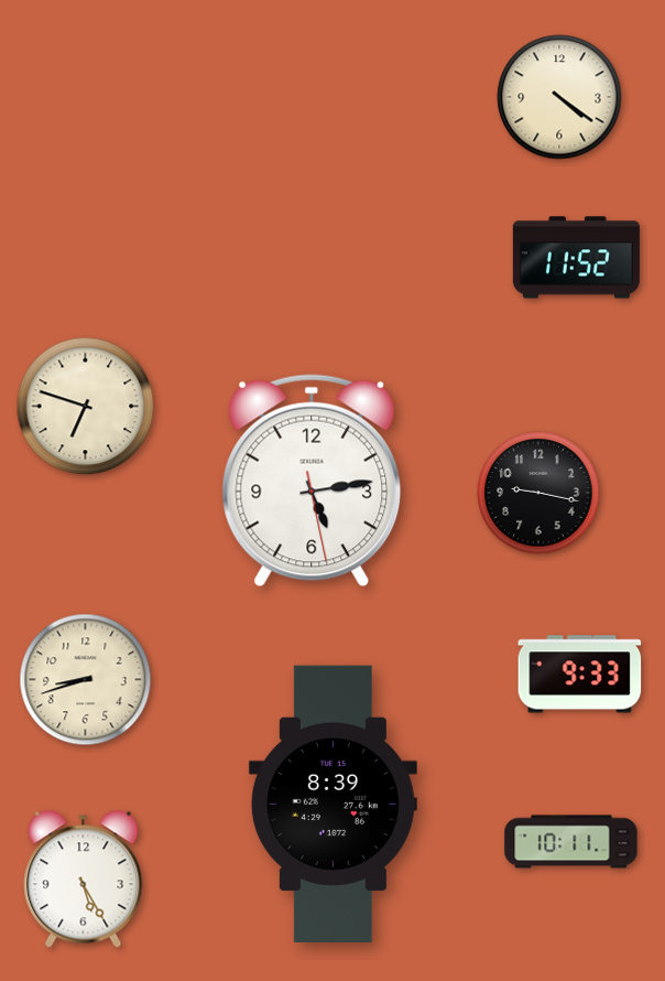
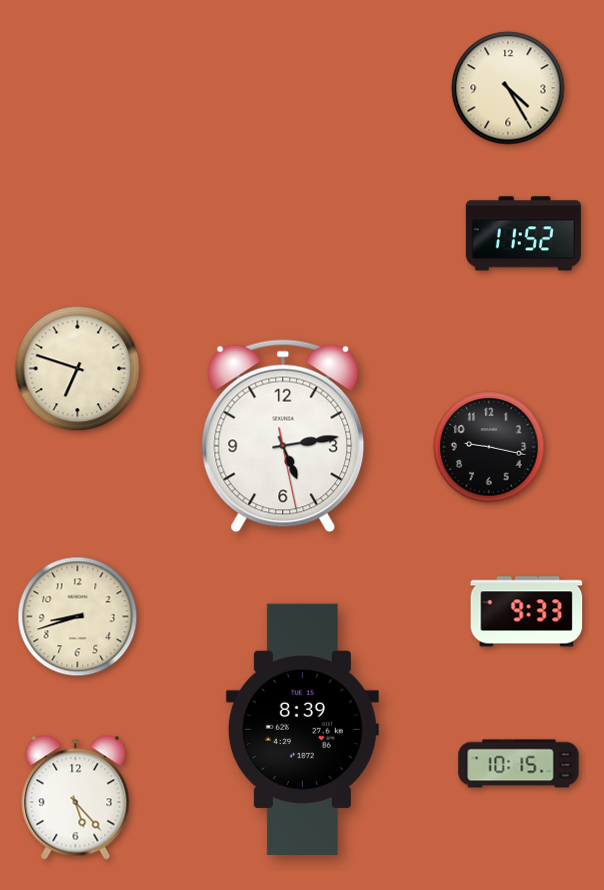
clock at (559, 97): 4:21 -> 4:25
clock at (571, 842): 10:11 -> 10:15
clock at (84, 880): 5:25 -> 5:23
